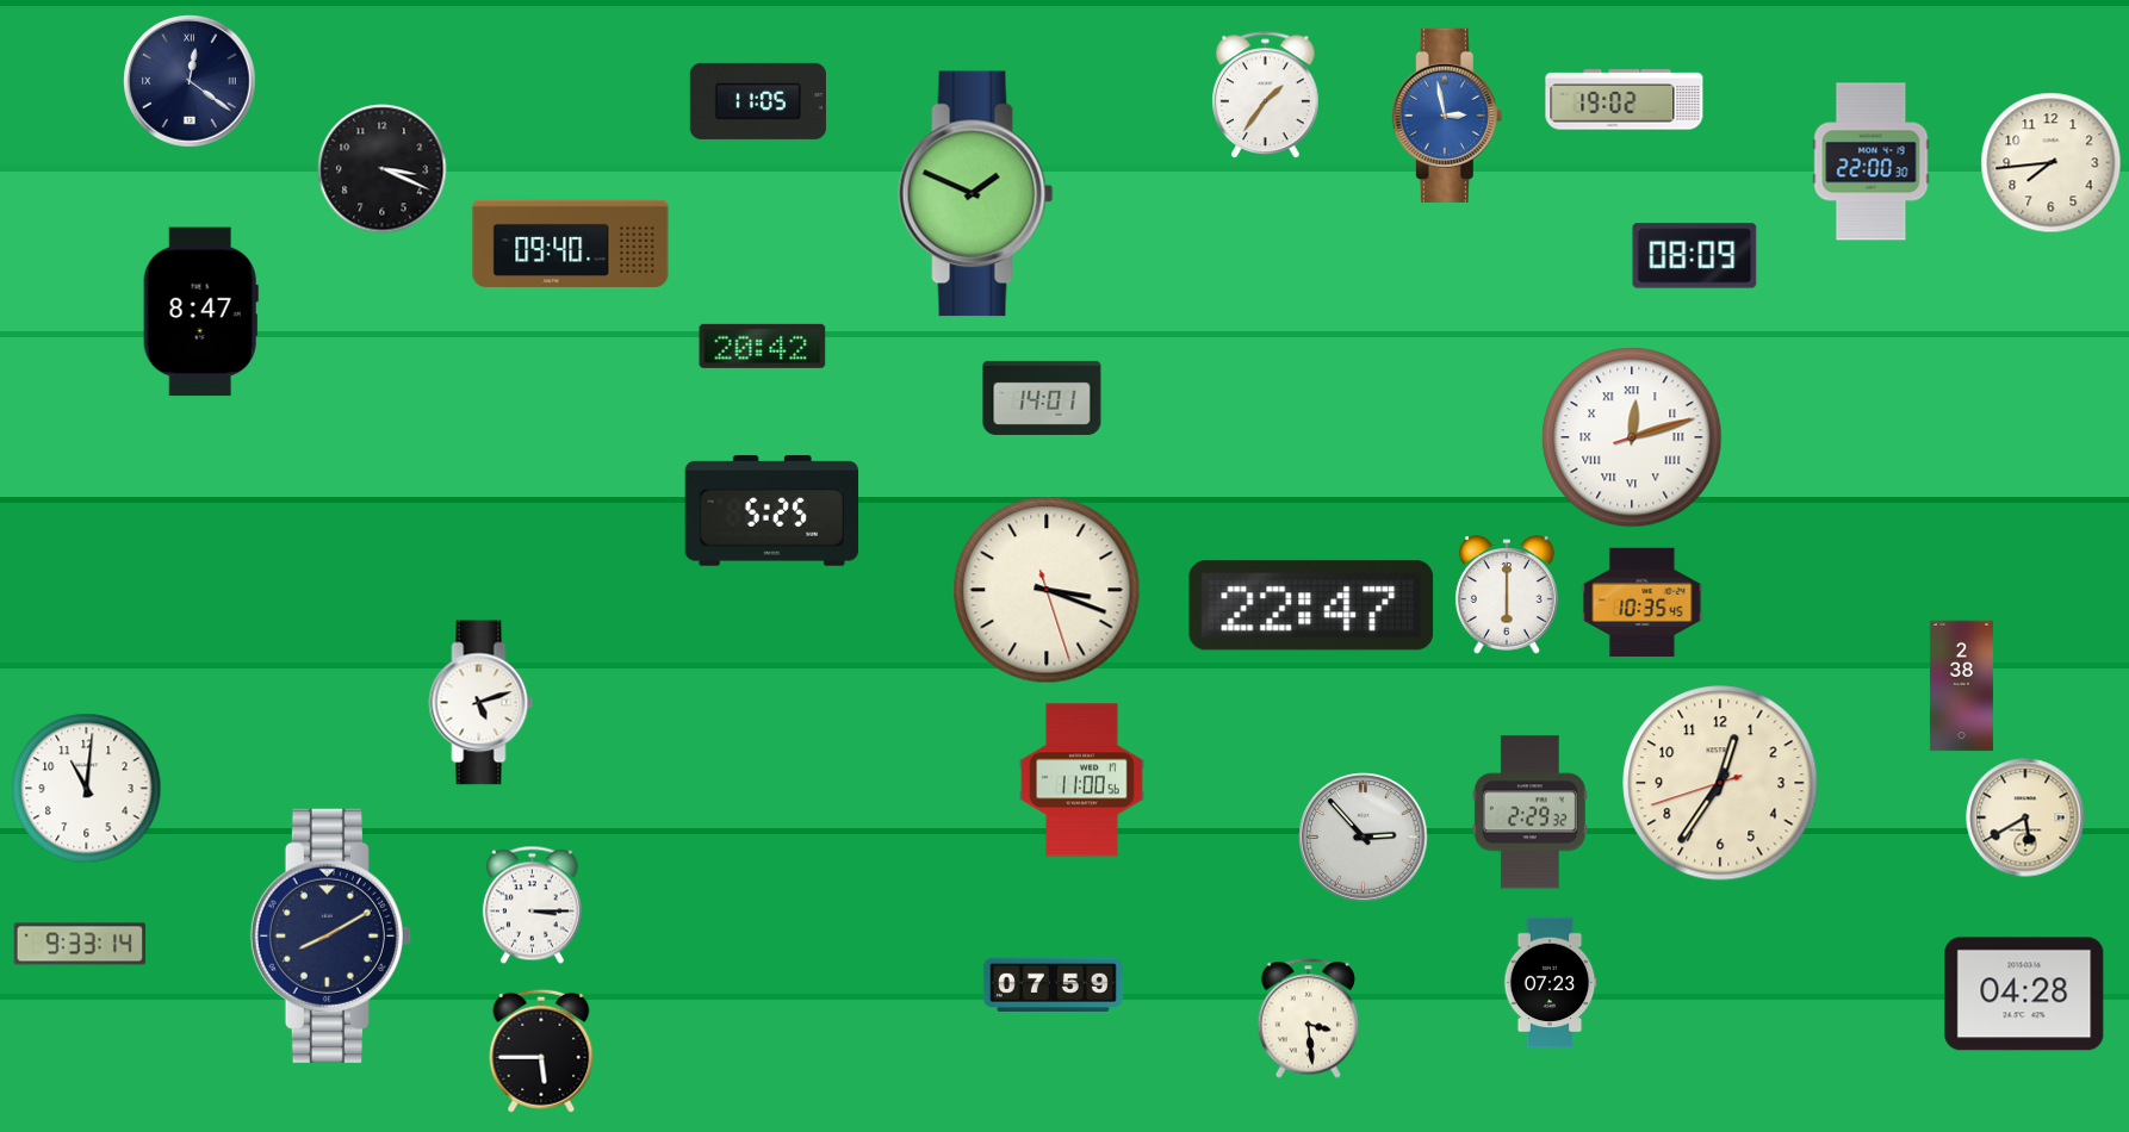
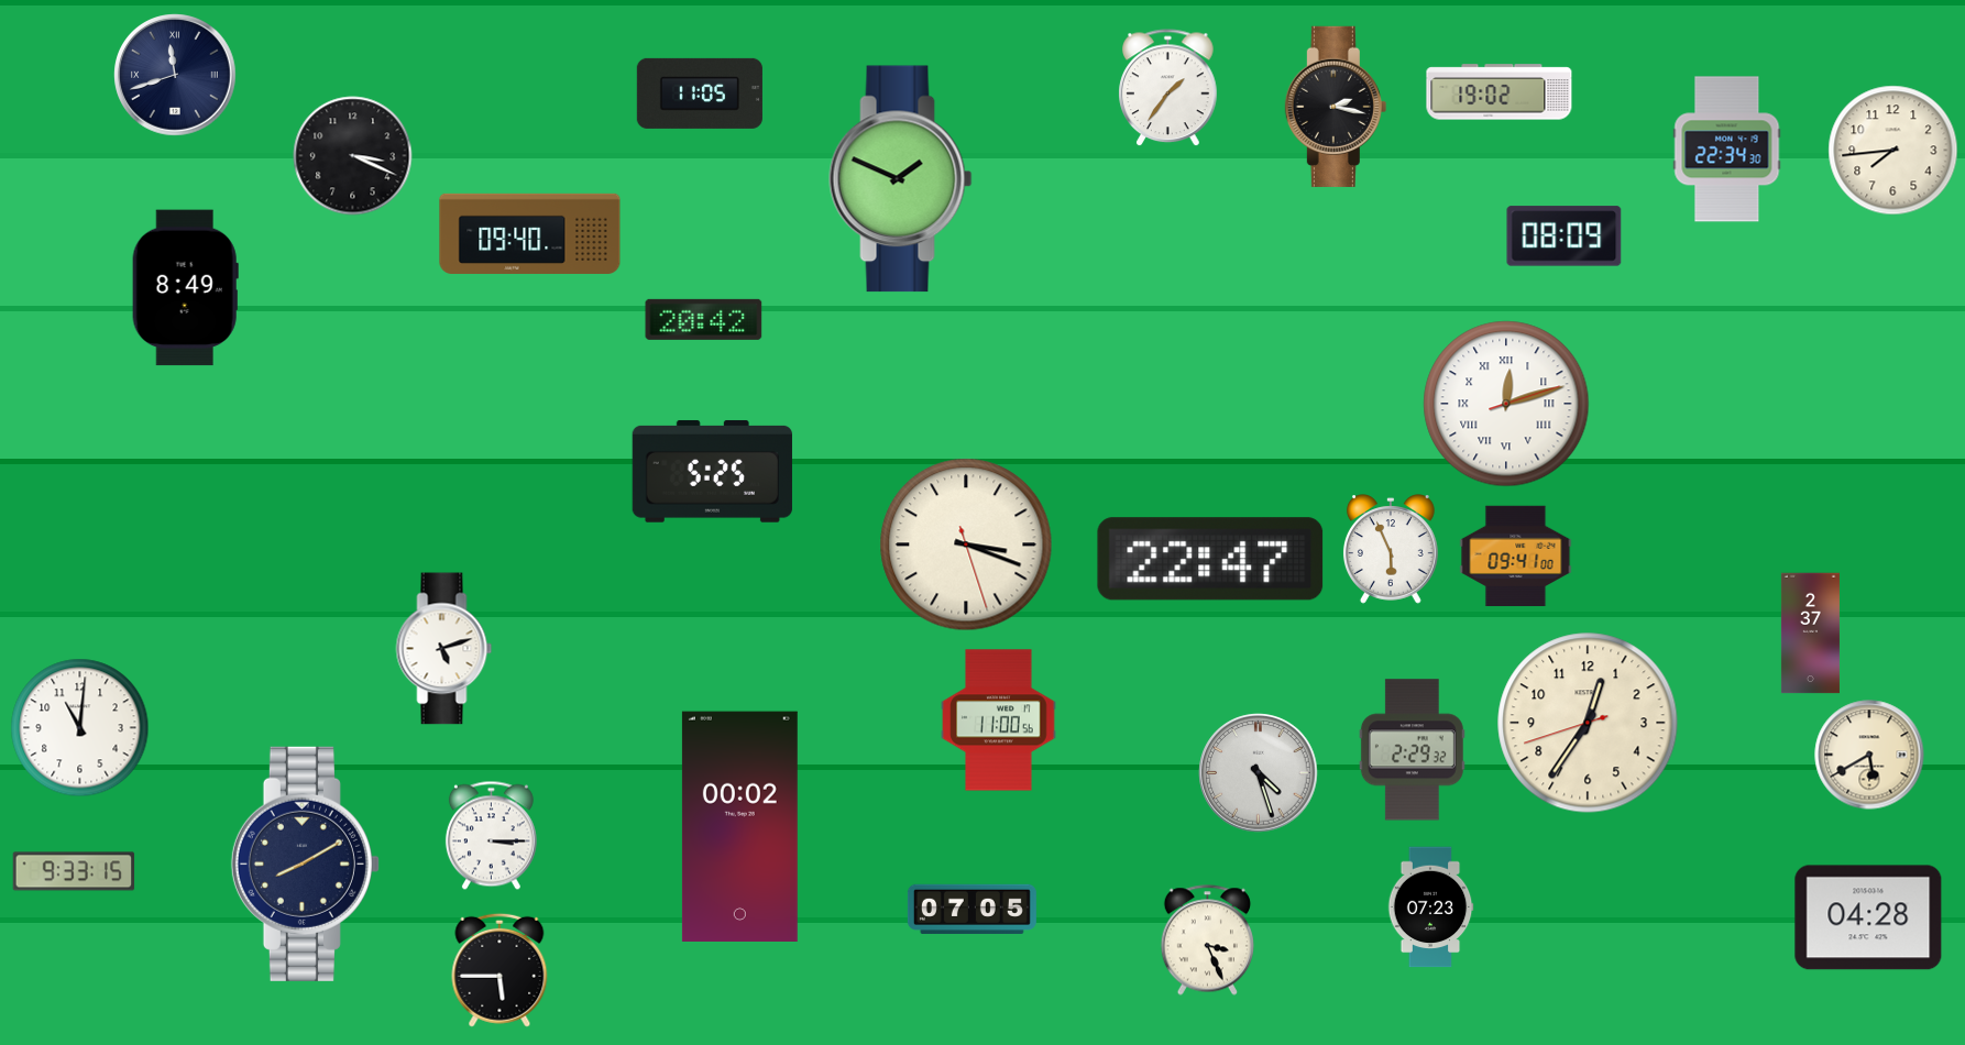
clock at (190, 81): 12:21 -> 11:42
clock at (1447, 116): 2:58 -> 2:17
clock at (1447, 116) dial: blue -> black
clock at (1872, 162): 22:00 -> 22:34
clock at (571, 243) position: (571, 243) -> (530, 233)
clock at (200, 312): 8:47 -> 8:49
clock at (1042, 398): 14:01 -> none
clock at (1507, 595): 6:00 -> 5:56
clock at (1643, 603): 10:35 -> 09:41
clock at (1961, 686): 2:38 -> 2:37
clock at (1364, 838): 2:53 -> 4:27
clock at (739, 826): none -> 00:02
clock at (80, 944): 9:33:14 -> 9:33:15
clock at (1053, 984): 07:59 -> 07:05
clock at (1308, 1019): 3:29 -> 3:26
